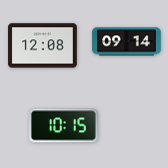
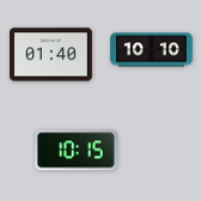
clock at (127, 42): 09:14 -> 10:10
clock at (43, 46): 12:08 -> 01:40
